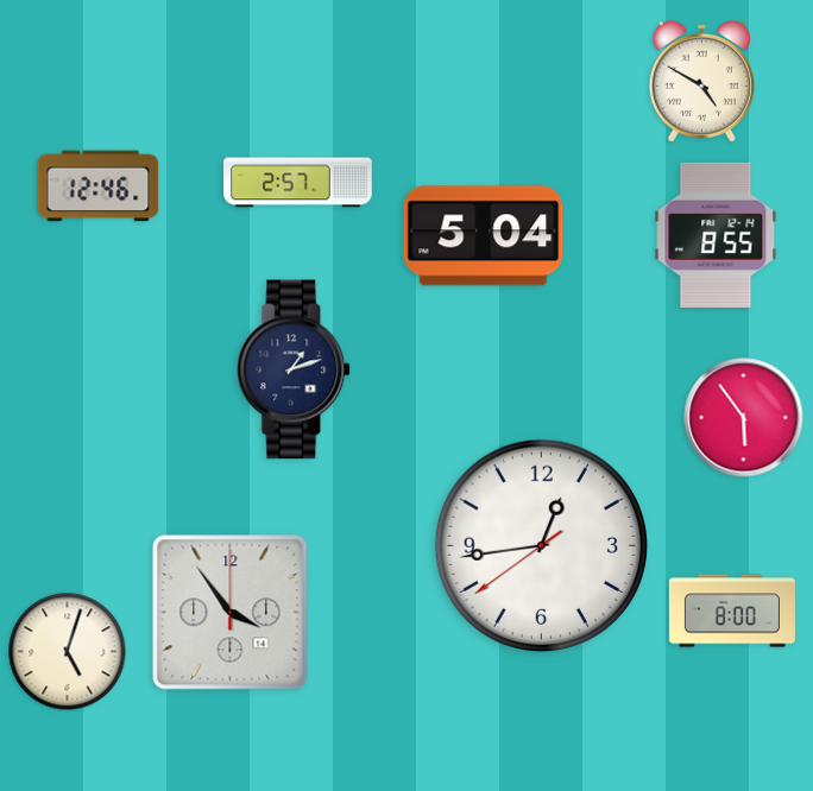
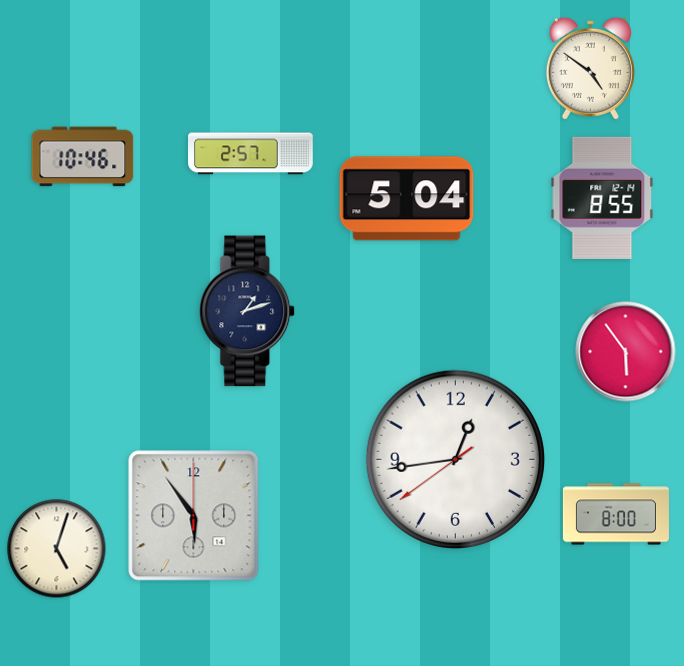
clock at (701, 81): 4:50 -> 4:51
clock at (99, 186): 12:46 -> 10:46
clock at (231, 613): 3:54 -> 5:54
